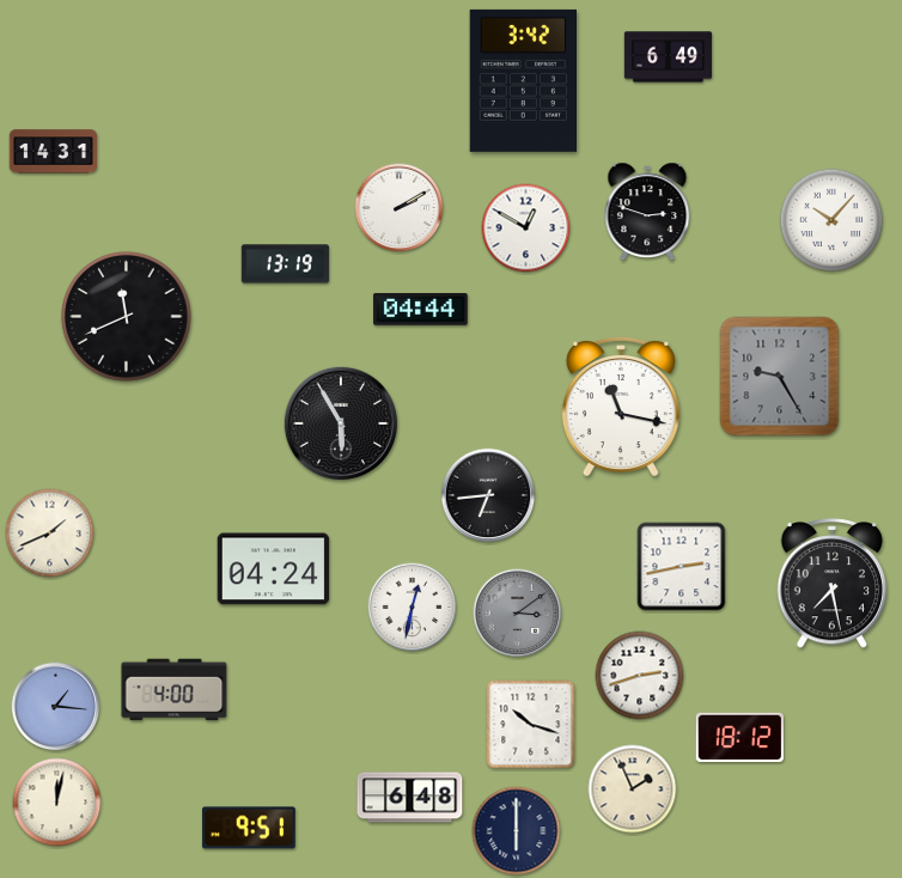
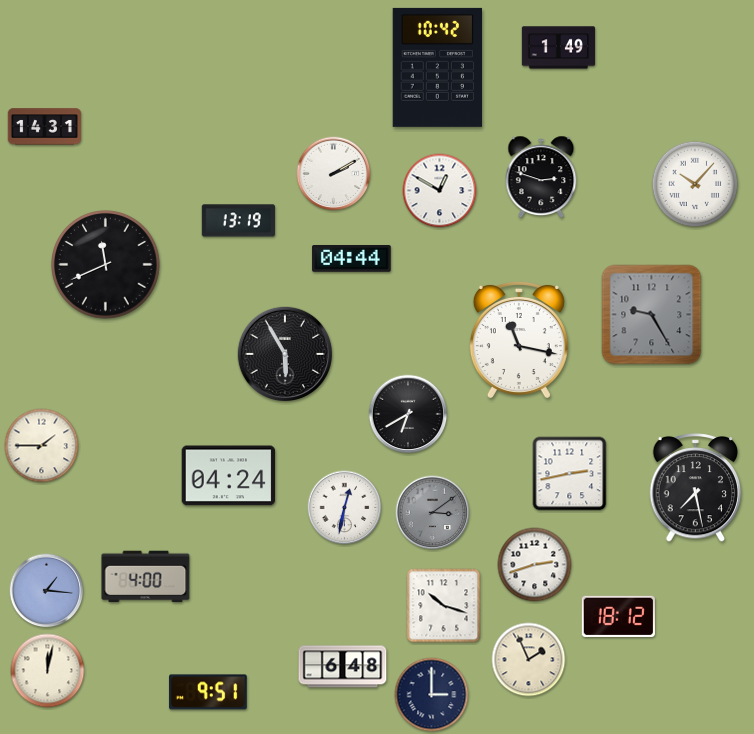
clock at (669, 57): 6:49 -> 1:49
clock at (523, 80): 3:42 -> 10:42
clock at (488, 495): 6:44 -> 6:40
clock at (50, 533): 1:41 -> 1:45
clock at (517, 831): 6:00 -> 3:00
